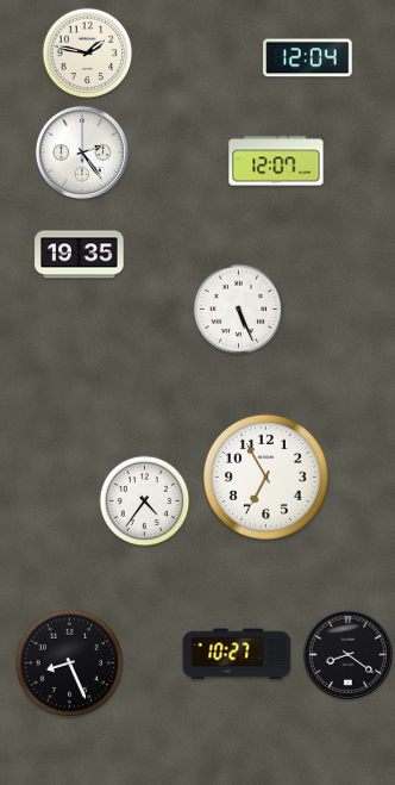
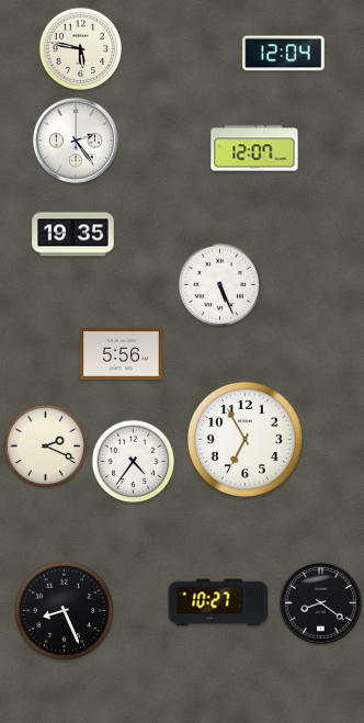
clock at (88, 54): 1:47 -> 5:47
clock at (122, 353): none -> 5:56
clock at (46, 447): none -> 2:19
